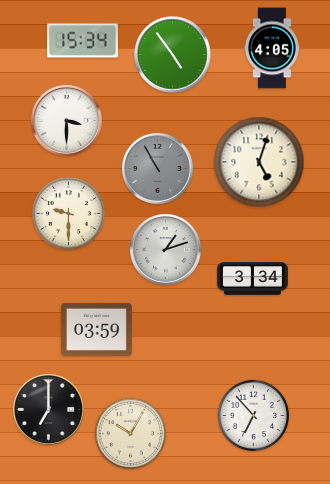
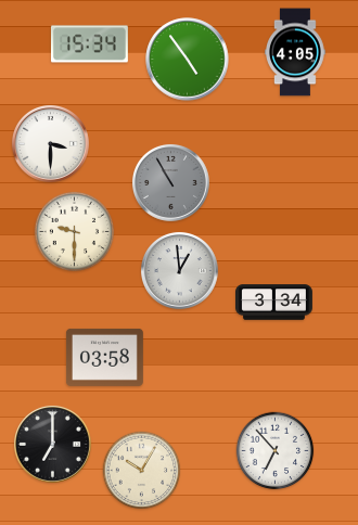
clock at (66, 120) position: (66, 120) -> (50, 143)
clock at (259, 162): 5:03 -> none
clock at (165, 249): 1:12 -> 12:59
clock at (96, 329): 03:59 -> 03:58
